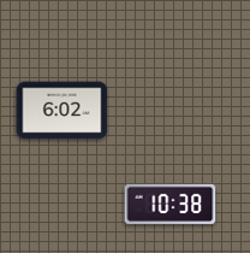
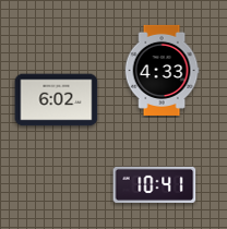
clock at (162, 70): none -> 4:33
clock at (171, 204): 10:38 -> 10:41
